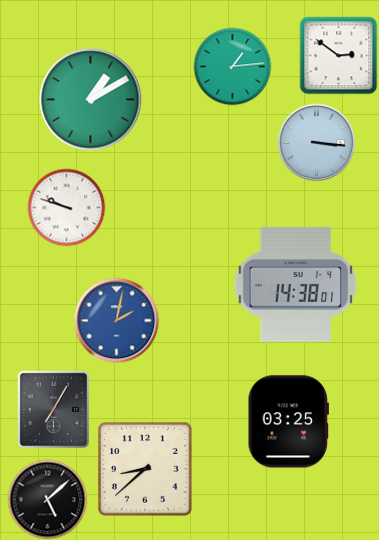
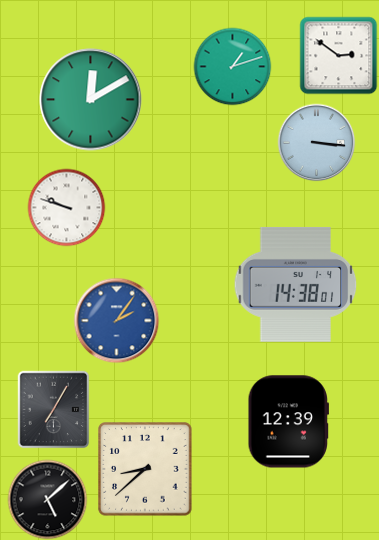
clock at (232, 66): 1:14 -> 1:12
clock at (91, 100): 1:10 -> 12:10
clock at (116, 320): 2:02 -> 2:06
clock at (288, 422): 03:25 -> 12:39
